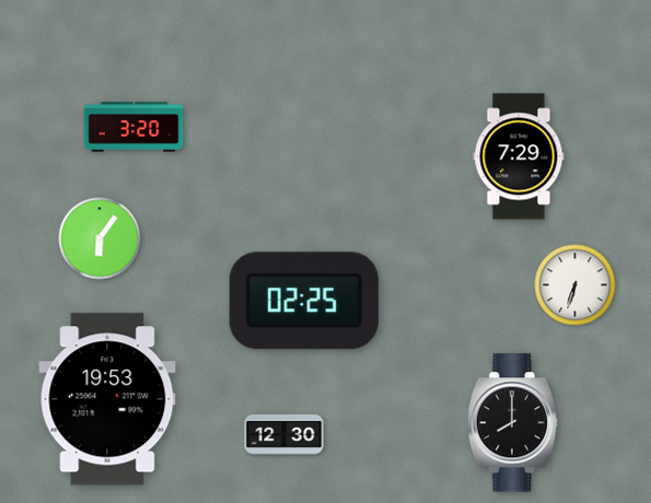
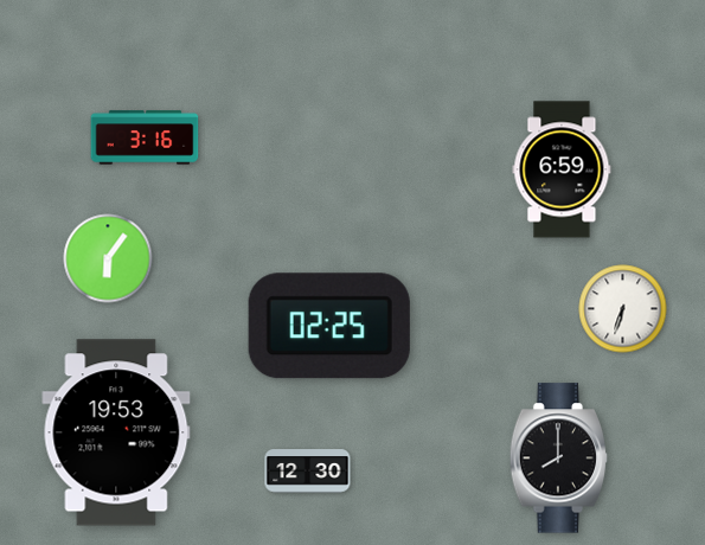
clock at (133, 127): 3:20 -> 3:16
clock at (519, 156): 7:29 -> 6:59
clock at (513, 423) position: (513, 423) -> (559, 459)
